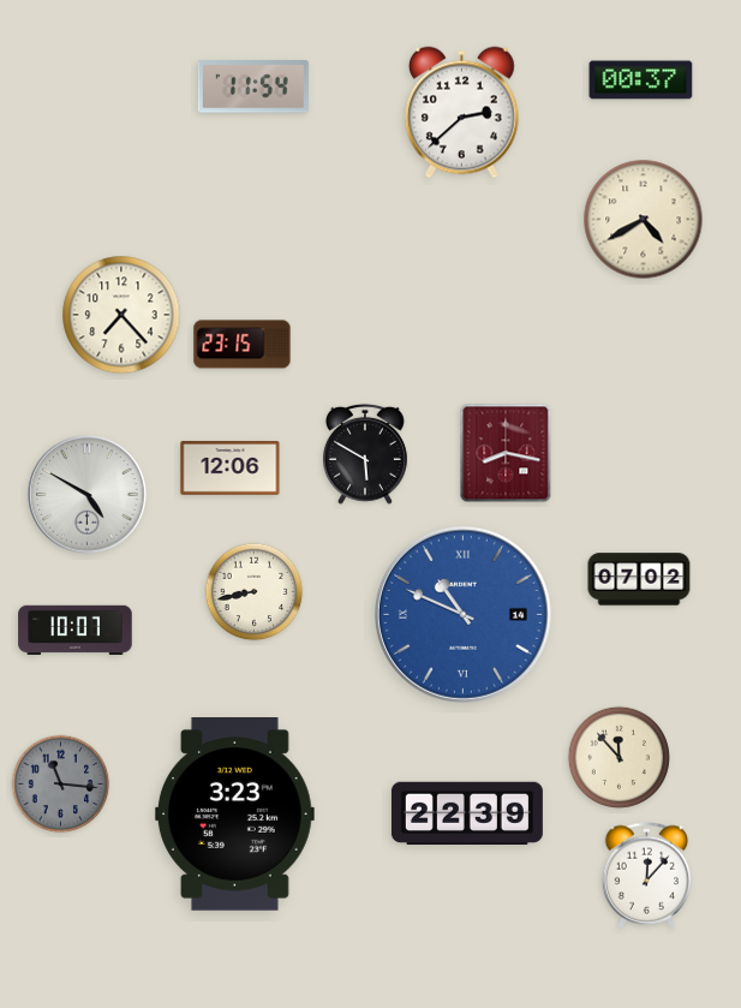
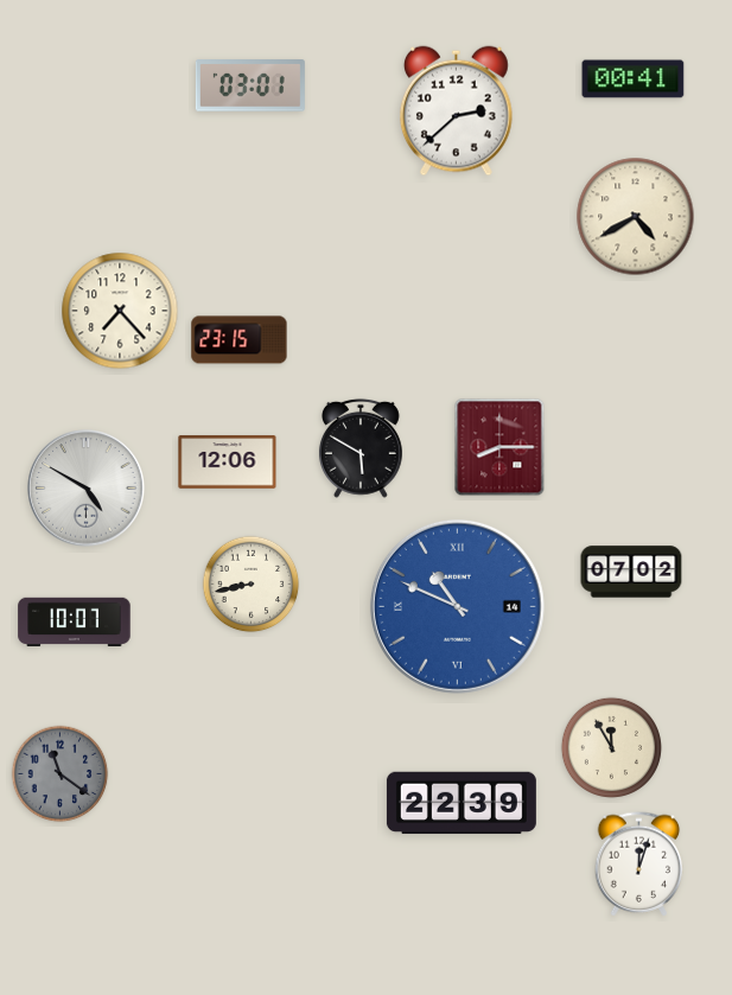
clock at (641, 80): 00:37 -> 00:41
clock at (253, 87): 11:54 -> 03:01
clock at (506, 453): 8:17 -> 8:15
clock at (619, 757): 11:53 -> 11:55
clock at (61, 785): 11:16 -> 11:21
clock at (234, 815): 3:23 -> none
clock at (647, 876): 12:07 -> 12:03
